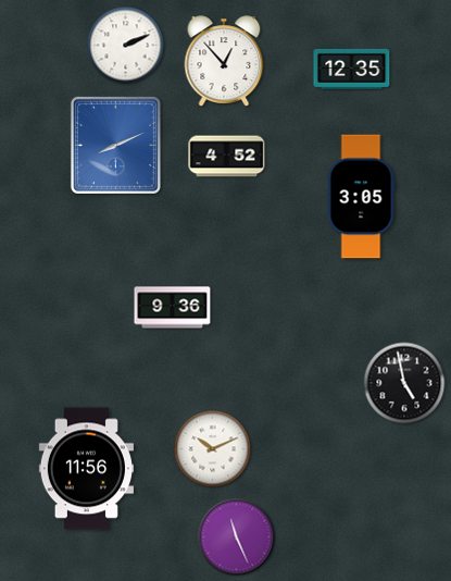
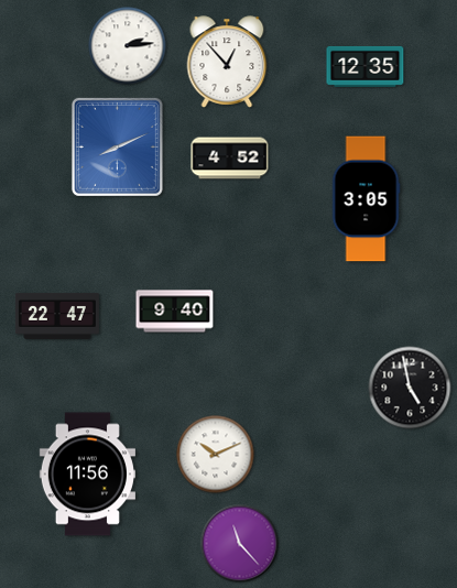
clock at (126, 46): 2:11 -> 2:14
clock at (352, 69) position: (352, 69) -> (366, 66)
clock at (173, 308): 9:36 -> 9:40
clock at (57, 316): none -> 22:47
clock at (237, 537): 11:26 -> 11:23
